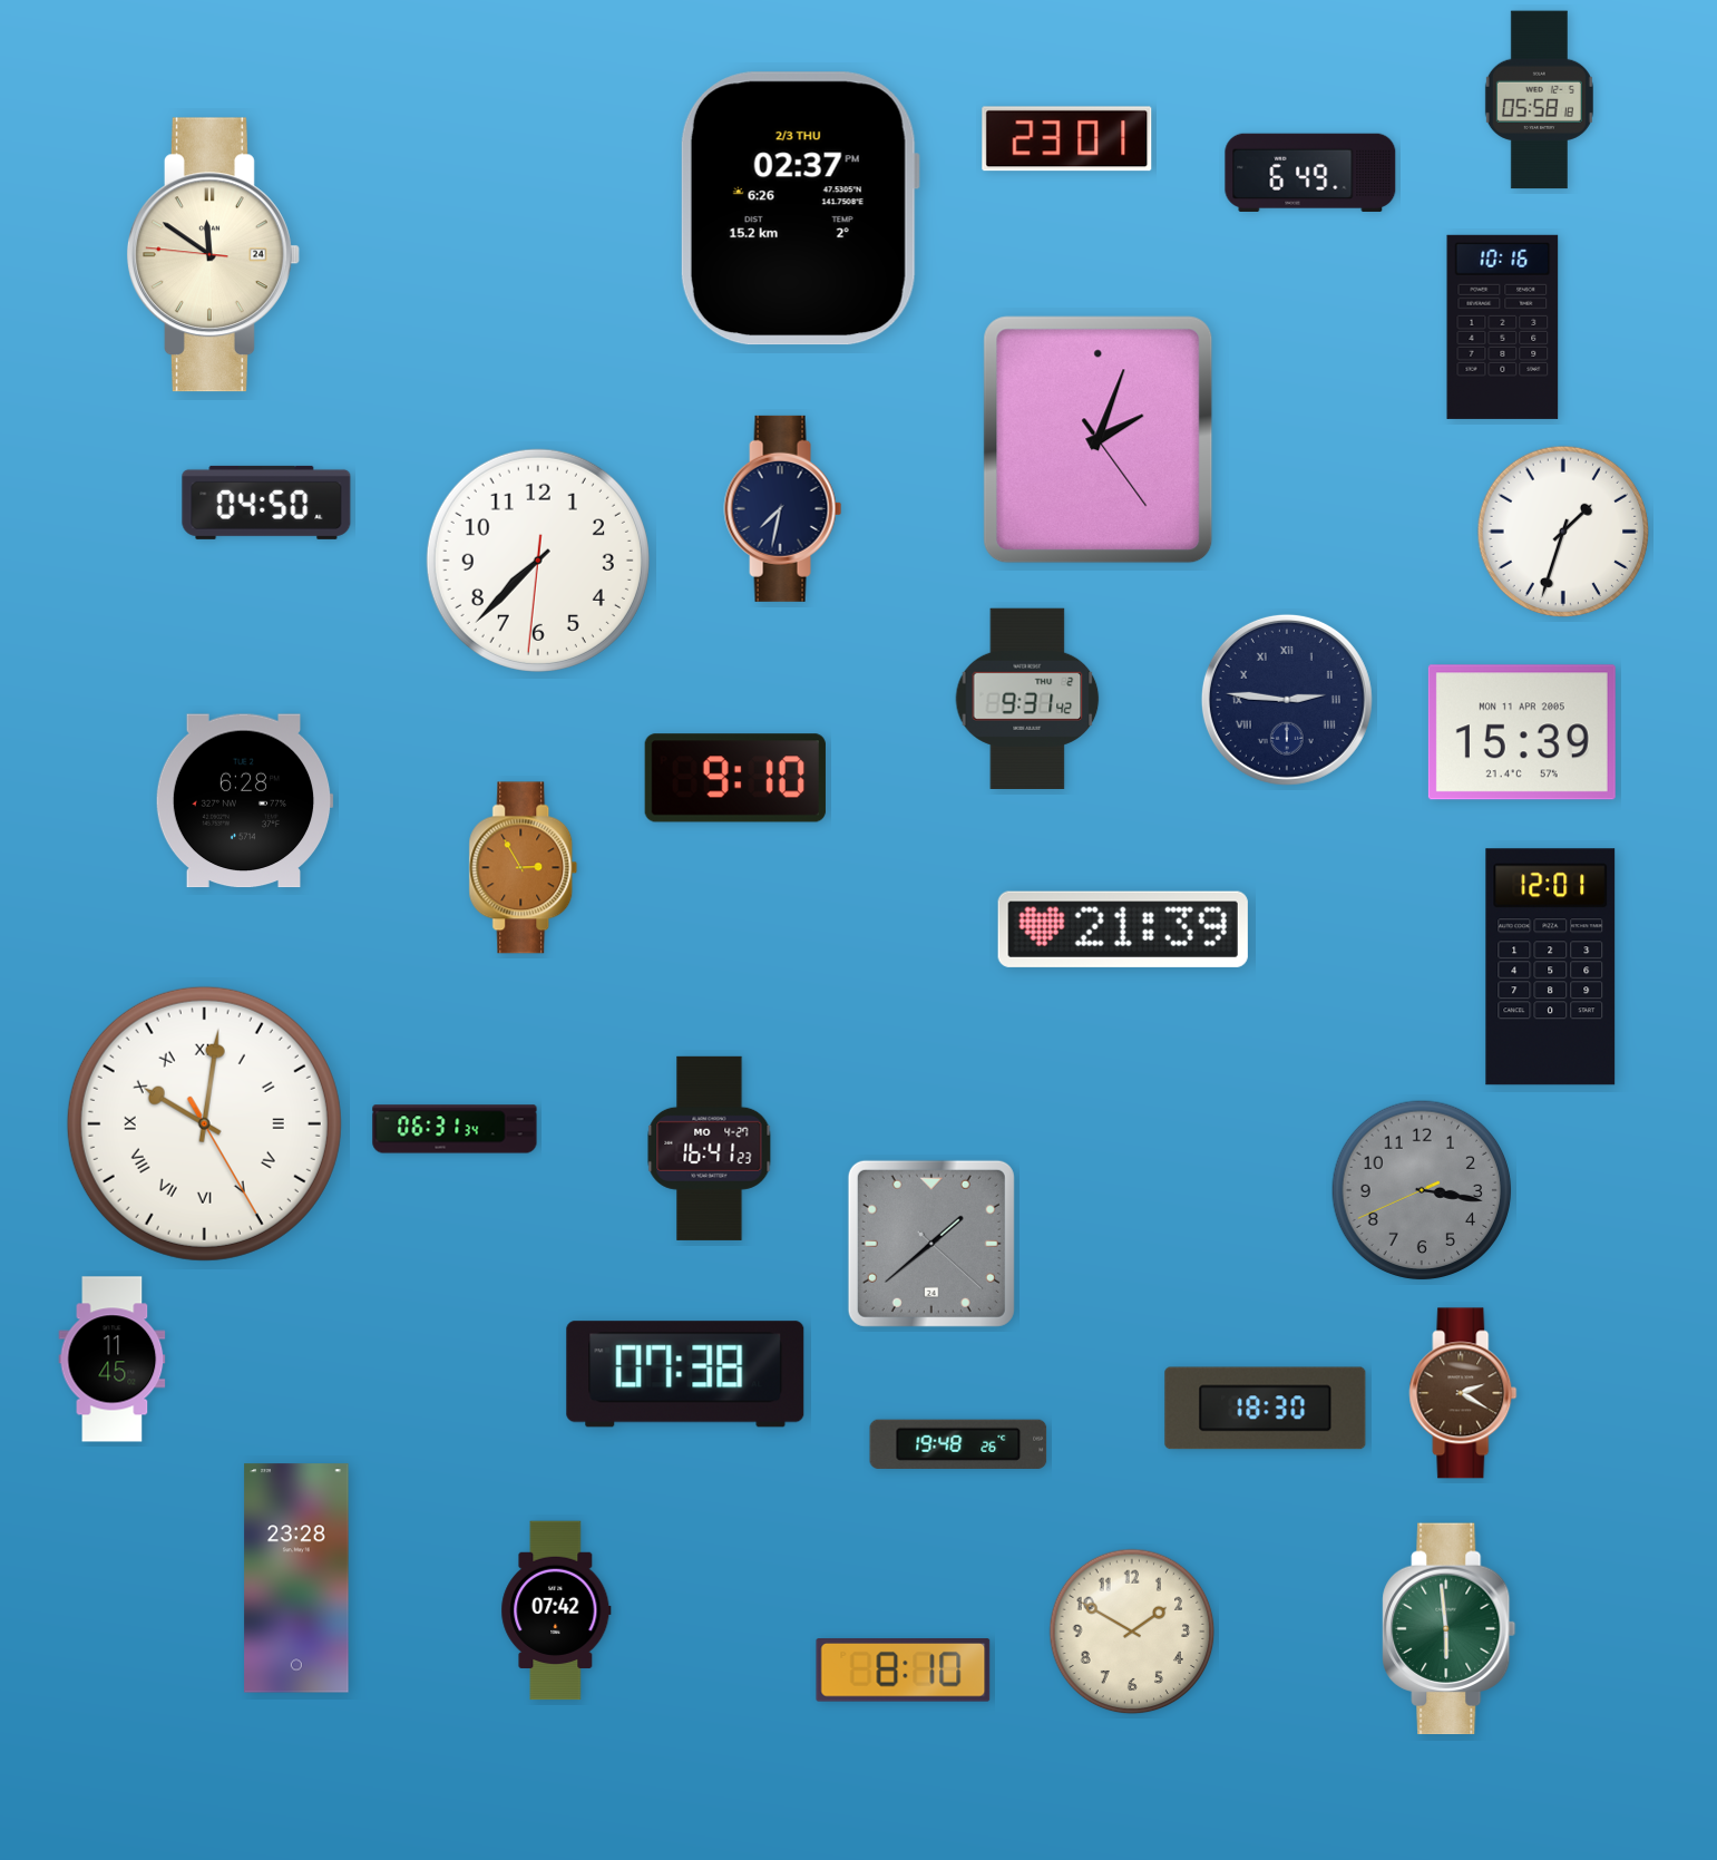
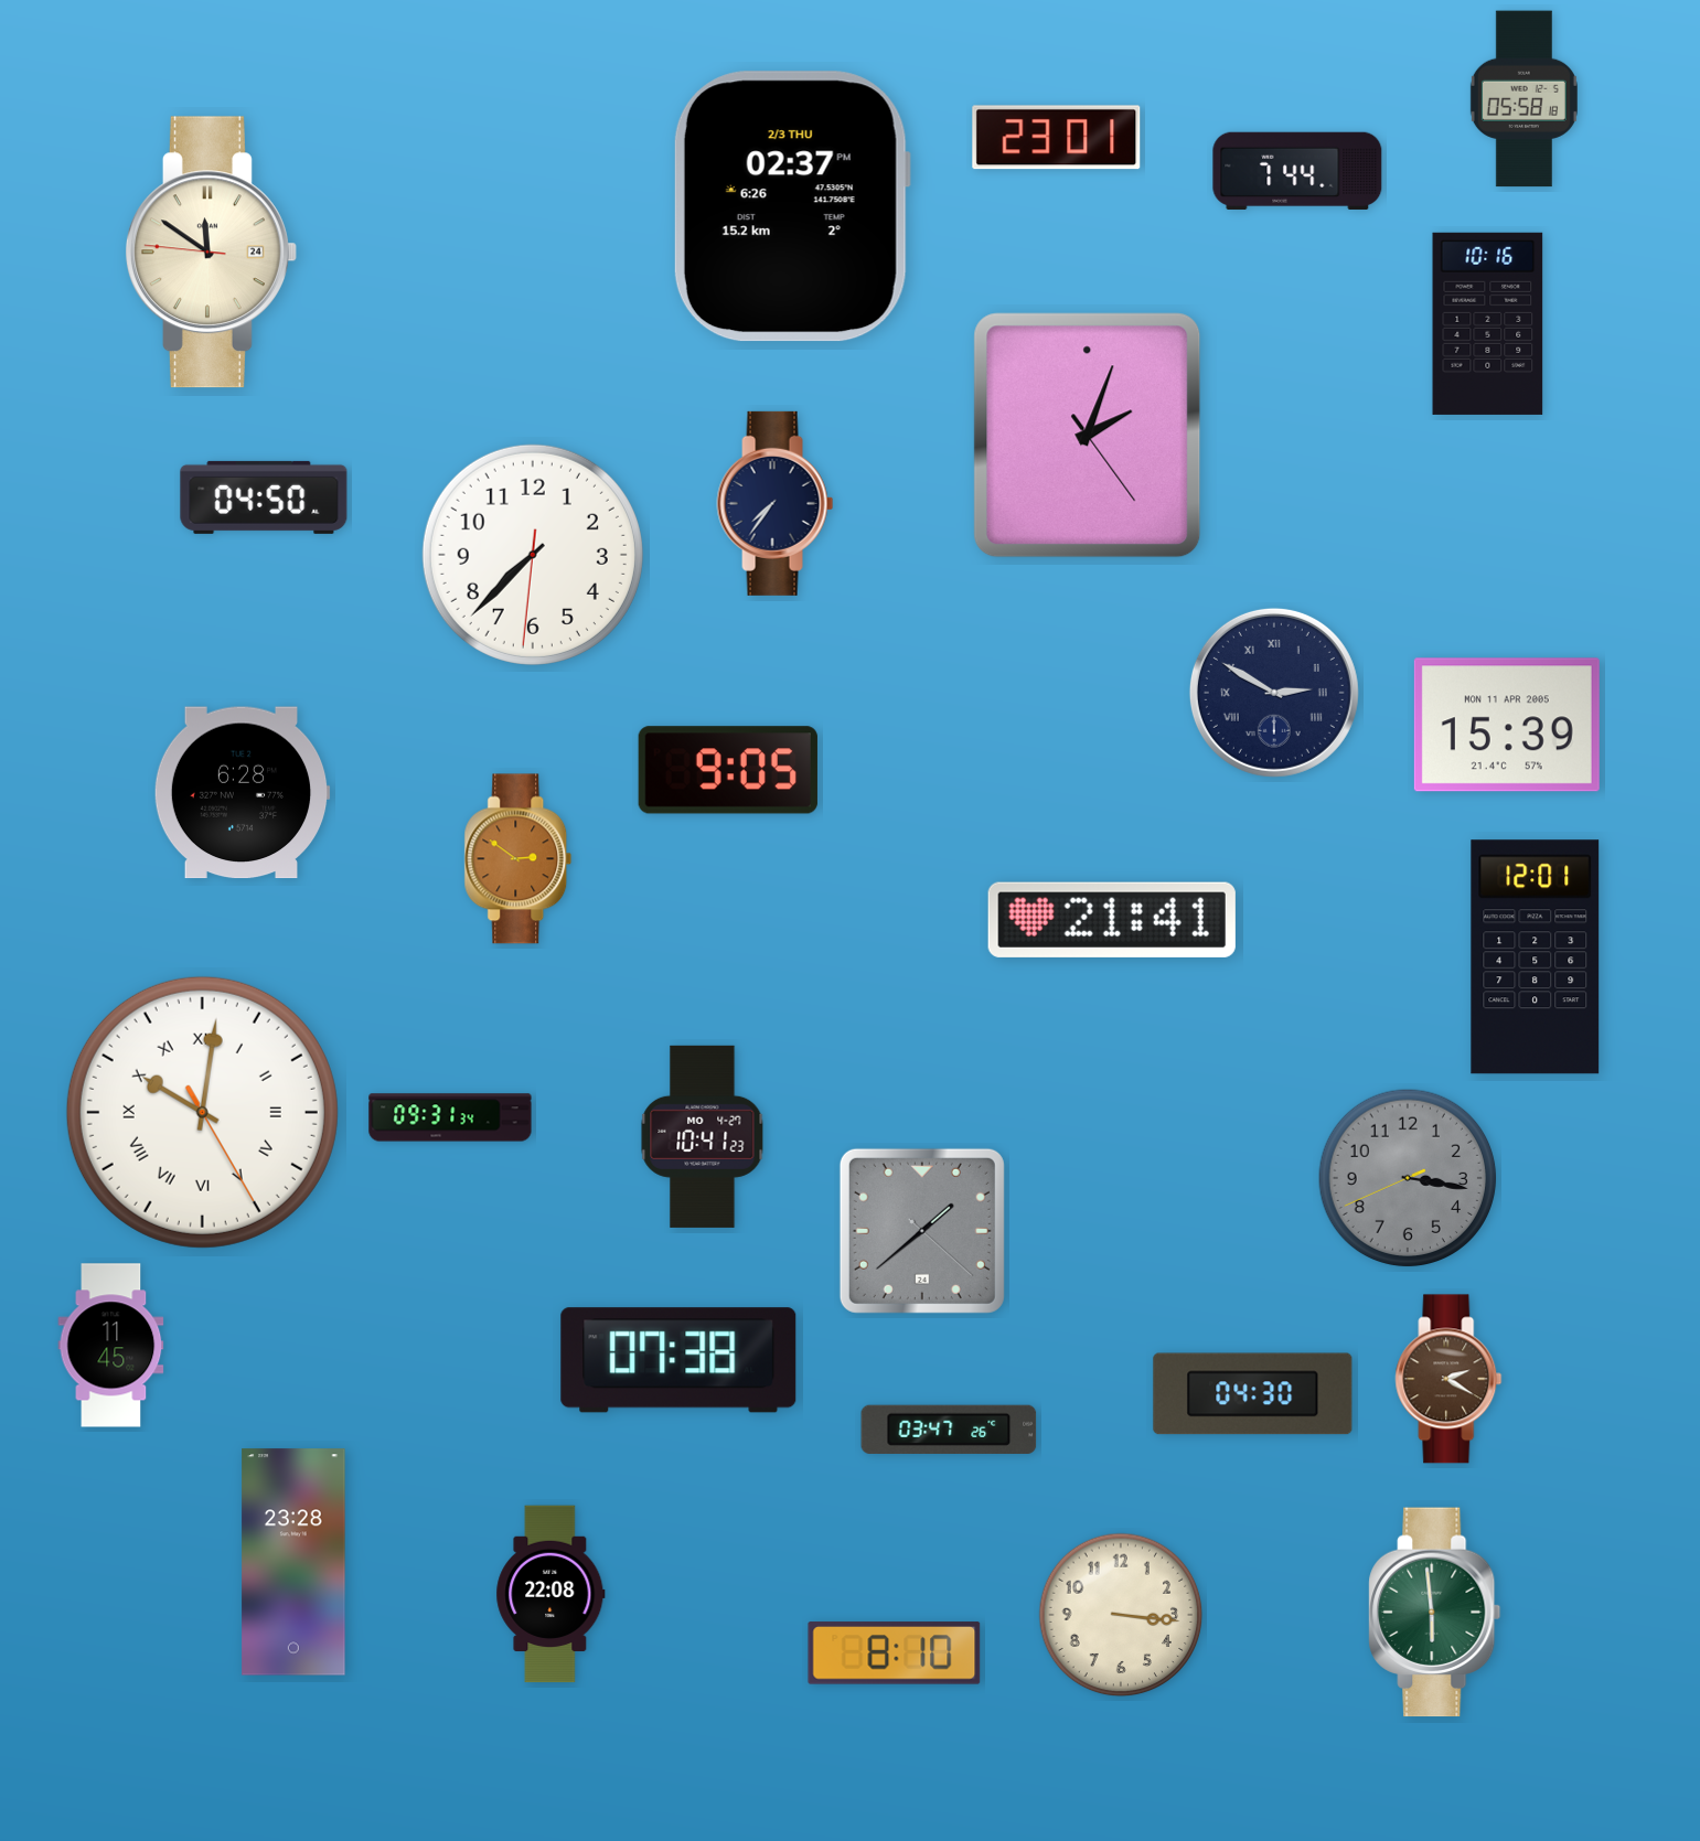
clock at (1310, 173): 6:49 -> 7:44
clock at (783, 508): 7:32 -> 7:36
clock at (1563, 532): 1:33 -> none
clock at (1027, 698): 9:31 -> none
clock at (1287, 700): 2:46 -> 2:50
clock at (735, 778): 9:10 -> 9:05
clock at (524, 868): 2:55 -> 2:51
clock at (1123, 929): 21:39 -> 21:41
clock at (455, 1129): 06:31 -> 09:31
clock at (710, 1148): 16:41 -> 10:41
clock at (1266, 1409): 18:30 -> 04:30
clock at (958, 1444): 19:48 -> 03:47
clock at (556, 1610): 07:42 -> 22:08
clock at (1132, 1632): 1:50 -> 3:16
